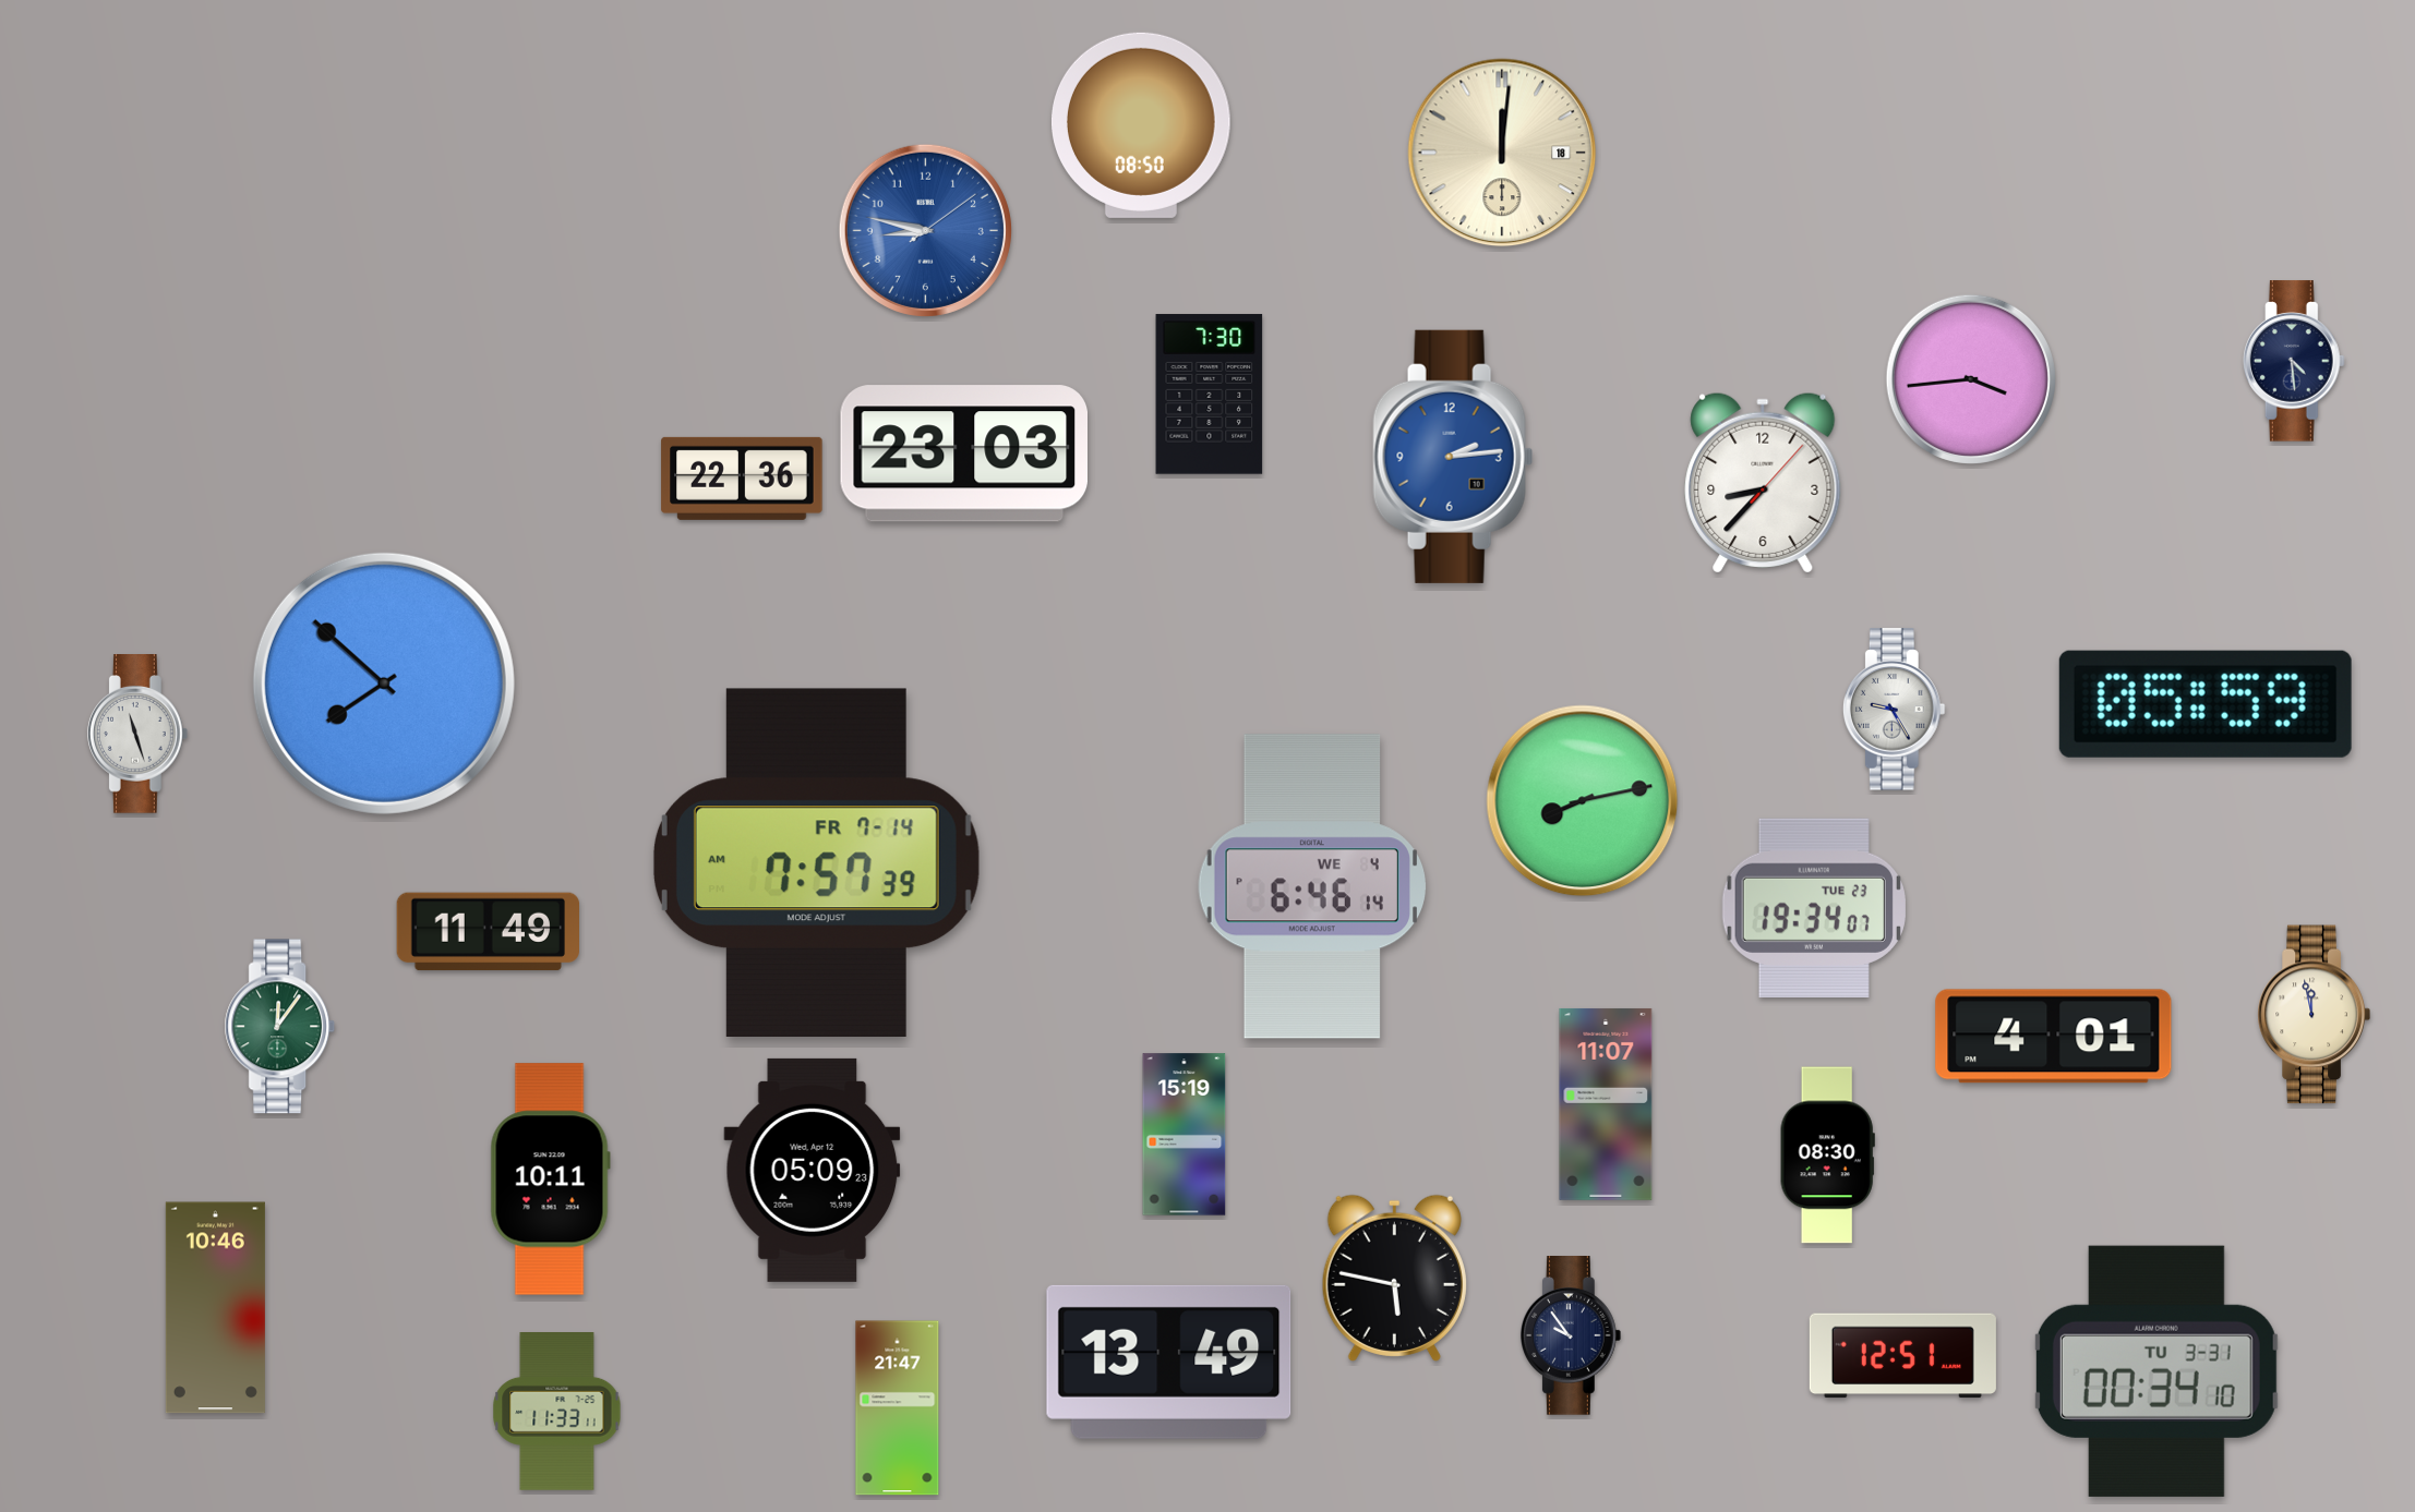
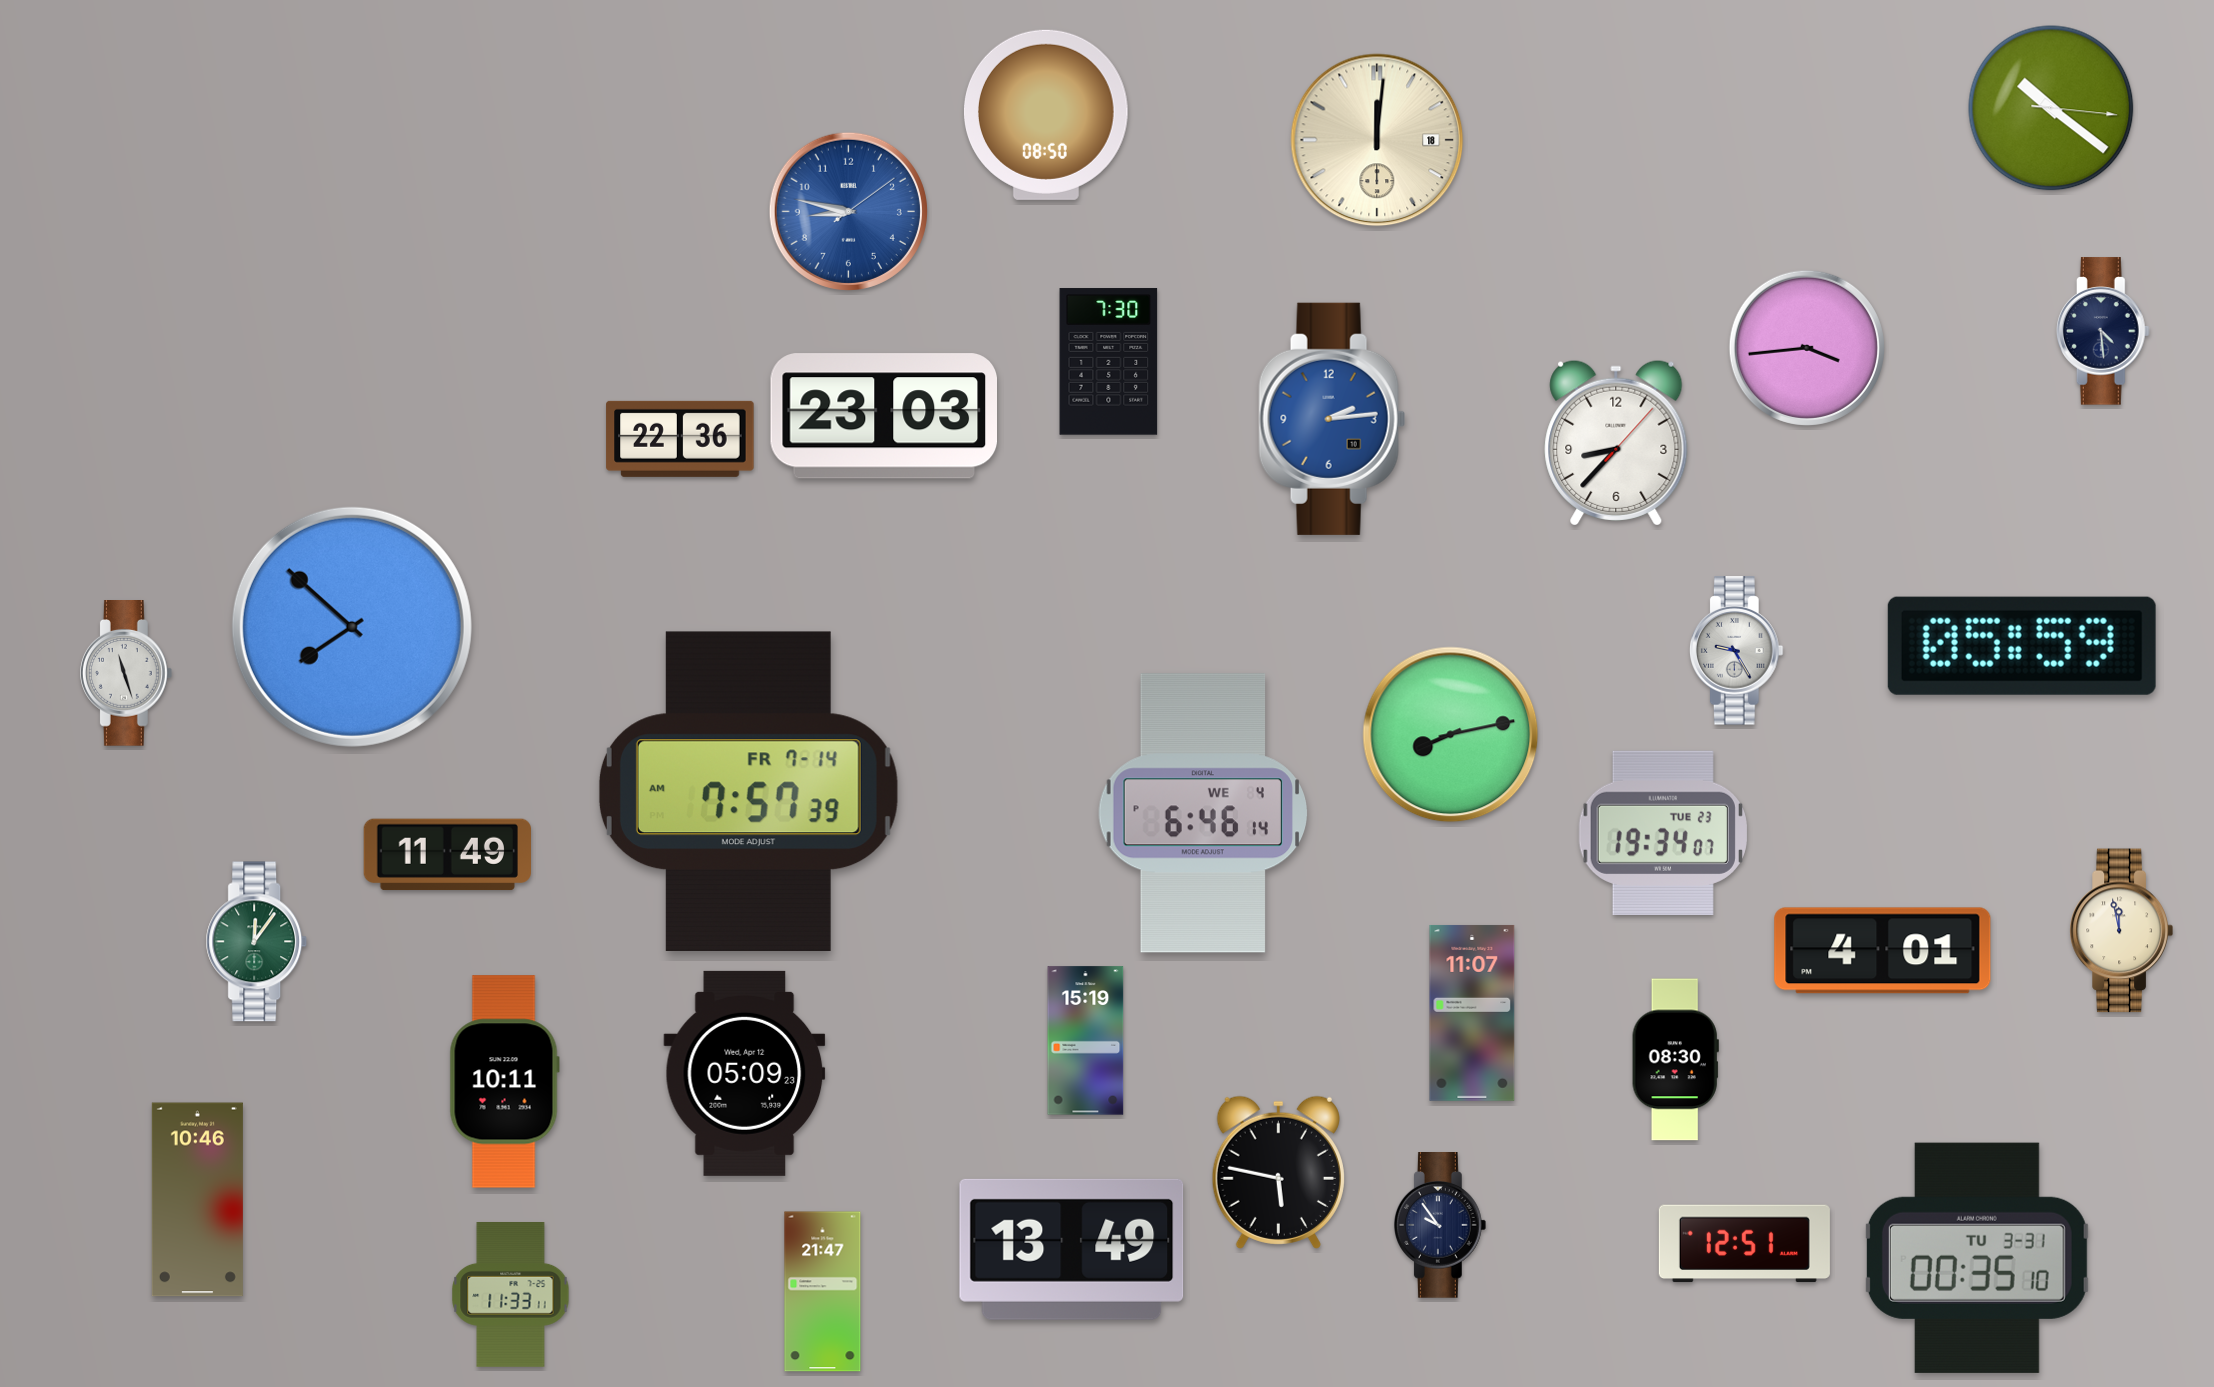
clock at (2051, 108): none -> 10:21
clock at (2156, 1371): 00:34 -> 00:35
